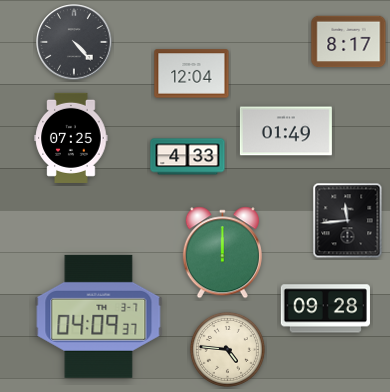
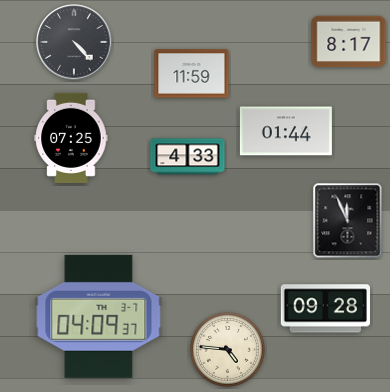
clock at (192, 74): 12:04 -> 11:59
clock at (286, 131): 01:49 -> 01:44
clock at (348, 221): 11:44 -> 11:56
clock at (222, 253): 12:00 -> none
